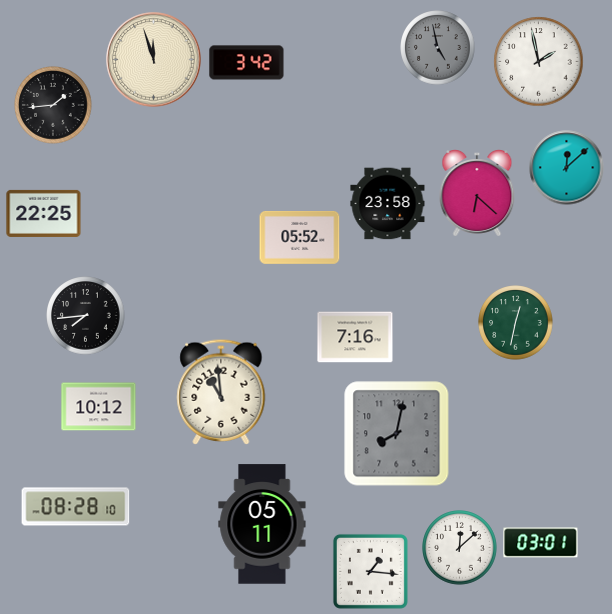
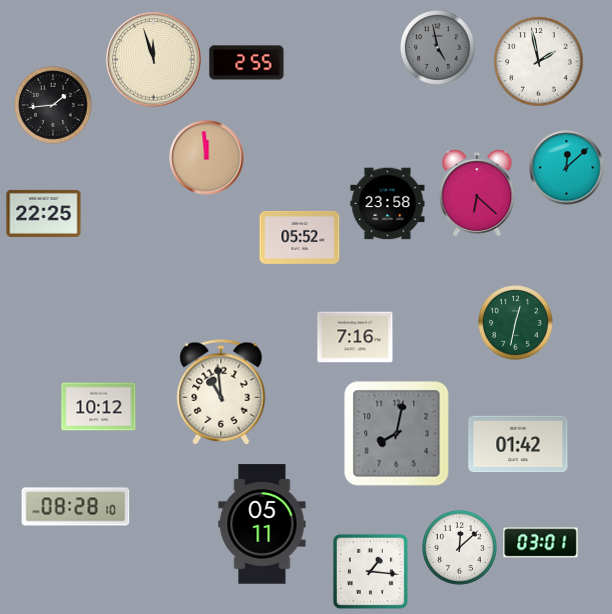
clock at (247, 63): 3:42 -> 2:55
clock at (207, 158): none -> 11:59
clock at (86, 316): 7:44 -> none
clock at (518, 444): none -> 01:42
